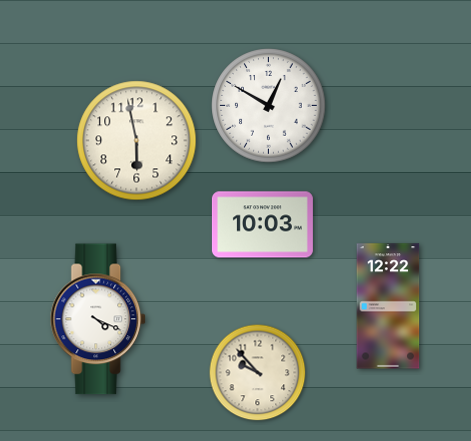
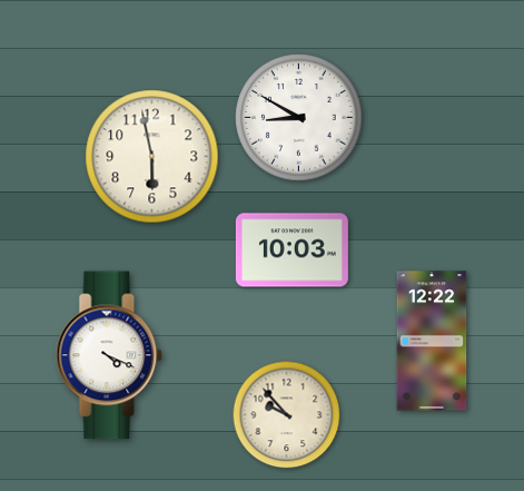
clock at (269, 106): 12:50 -> 8:50
